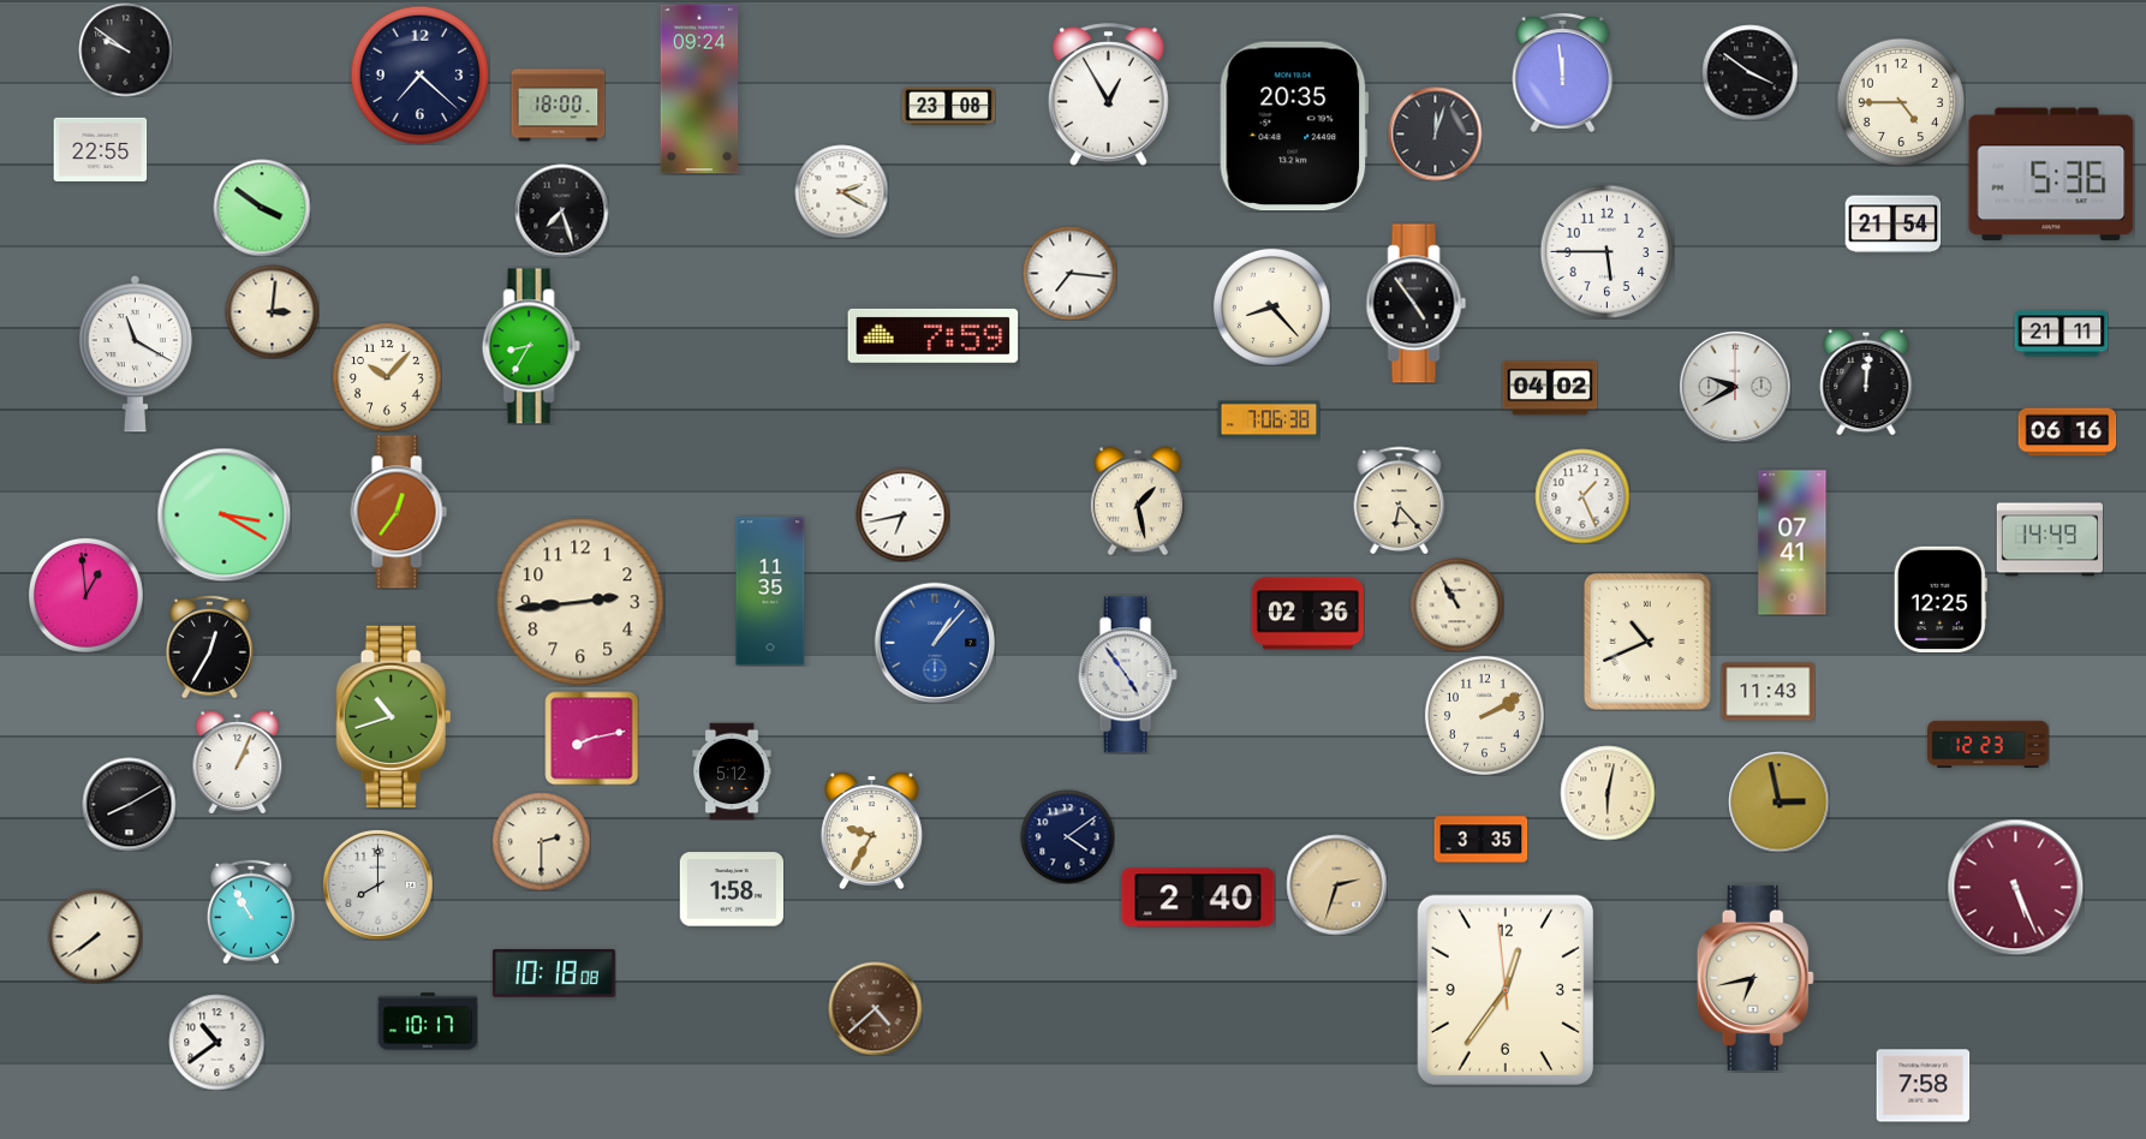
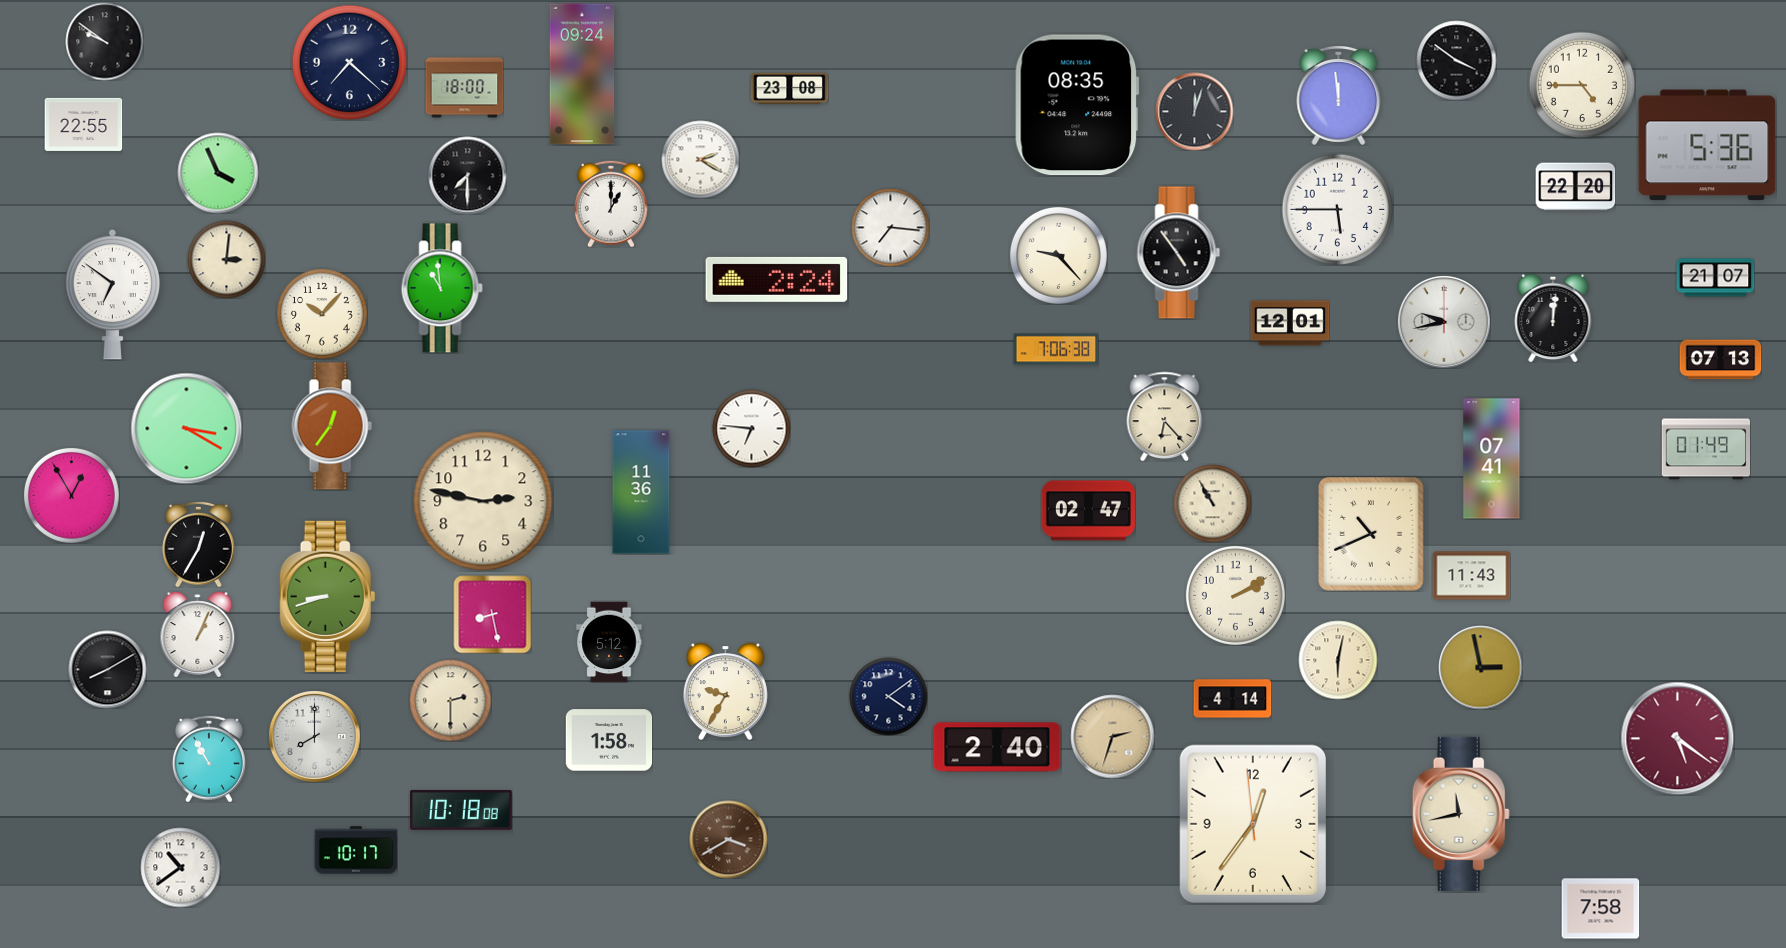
clock at (1563, 72) position: (1563, 72) -> (1339, 95)
clock at (1109, 95): 12:55 -> none
clock at (1294, 126): 20:35 -> 08:35
clock at (262, 208): 3:51 -> 3:56
clock at (561, 210): 7:27 -> 7:30
clock at (1892, 225): 21:54 -> 22:20
clock at (611, 204): none -> 1:00
clock at (1271, 306): 8:23 -> 9:23
clock at (2061, 334): 21:11 -> 21:07
clock at (934, 335): 7:59 -> 2:24
clock at (531, 346): 8:35 -> 10:59
clock at (136, 353): 11:20 -> 6:51
clock at (1735, 387): 9:40 -> 9:43
clock at (1550, 388): 04:02 -> 12:01
clock at (2067, 433): 06:16 -> 07:13
clock at (1582, 496): 1:26 -> none
clock at (1138, 501): 1:28 -> none
clock at (902, 514): 6:43 -> 6:46
clock at (2049, 539): 14:49 -> 01:49
clock at (1793, 543) position: (1793, 543) -> (1492, 459)
clock at (770, 591): 11:35 -> 11:36
clock at (85, 595): 12:59 -> 12:55
clock at (1941, 600): 12:25 -> none
clock at (580, 602): 2:44 -> 2:47
clock at (1307, 614): 02:36 -> 02:47
clock at (935, 643): 1:07 -> none
clock at (210, 646) position: (210, 646) -> (199, 544)
clock at (1127, 675): 4:54 -> none
clock at (394, 716): 10:42 -> 8:42
clock at (591, 738): 8:13 -> 8:28
clock at (1989, 745): 12:23 -> none
clock at (1480, 840): 3:35 -> 4:14
clock at (2015, 887): 5:26 -> 5:21
clock at (95, 936): 7:39 -> none
clock at (1755, 978): 6:43 -> 11:43
clock at (875, 1008): 4:38 -> 3:40
clock at (1923, 1086) position: (1923, 1086) -> (1600, 909)
